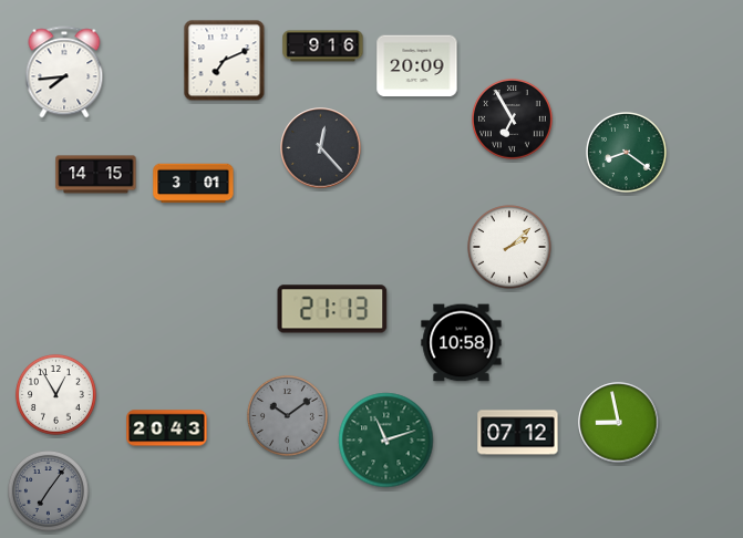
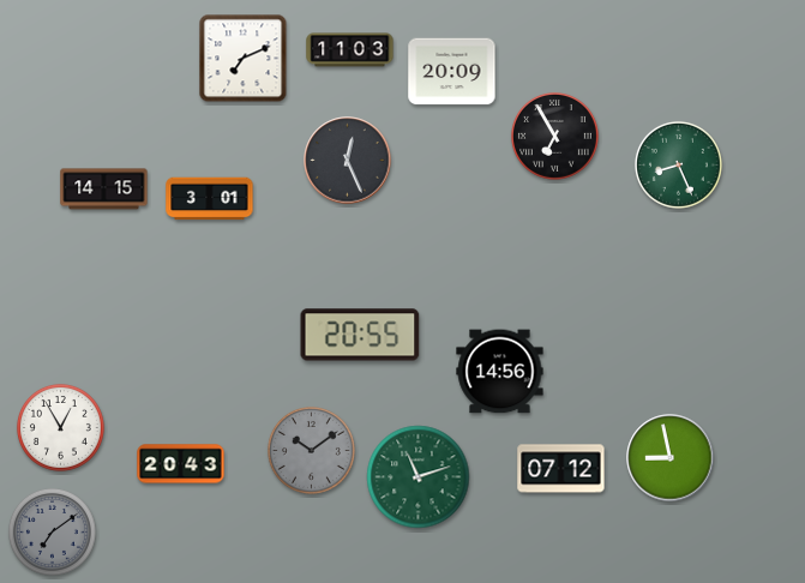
clock at (323, 46): 9:16 -> 11:03
clock at (225, 61) position: (225, 61) -> (244, 59)
clock at (64, 72): 7:44 -> none
clock at (512, 118) position: (512, 118) -> (554, 136)
clock at (321, 148): 12:23 -> 12:26
clock at (626, 152): 8:21 -> 8:26
clock at (509, 247): 2:08 -> none
clock at (332, 309): 21:13 -> 20:55
clock at (462, 343): 10:58 -> 14:56
clock at (48, 490): 7:06 -> 7:09
